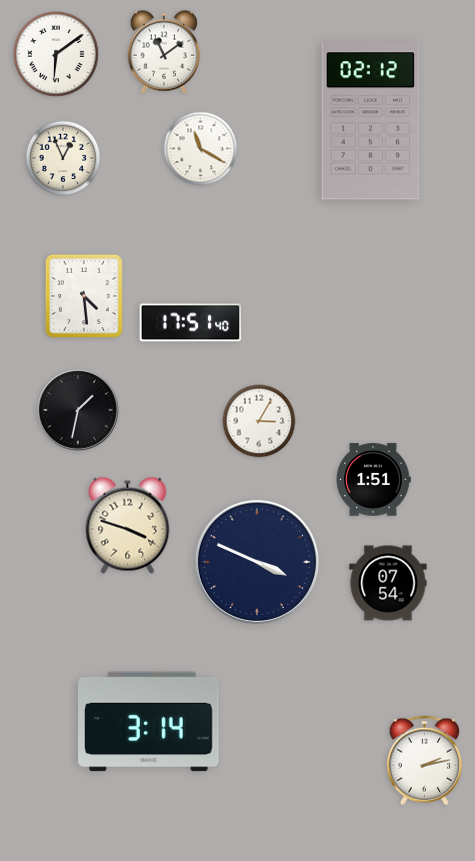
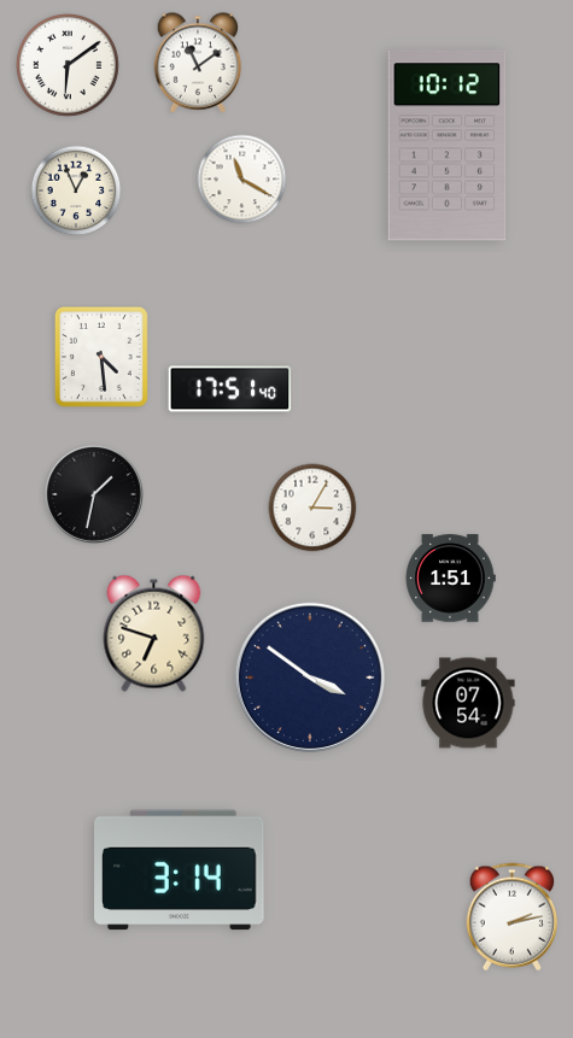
clock at (371, 121): 02:12 -> 10:12
clock at (128, 525): 3:48 -> 6:48
clock at (257, 562): 3:49 -> 3:51
